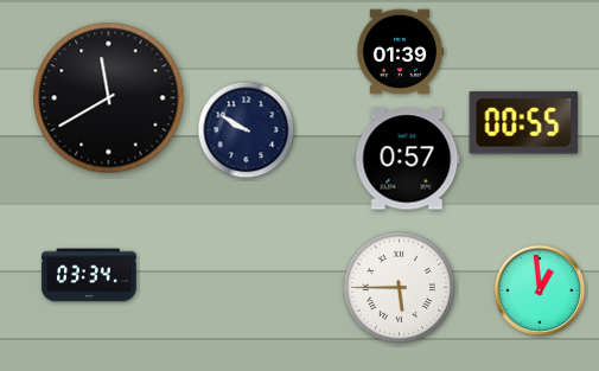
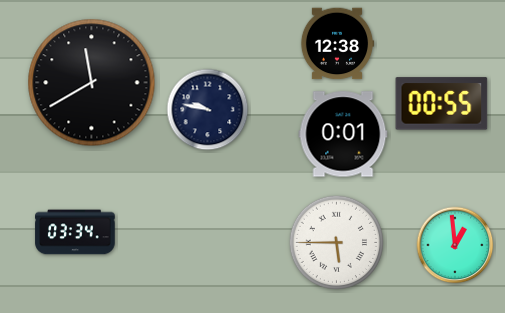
clock at (400, 52): 01:39 -> 12:38
clock at (247, 130): 9:50 -> 9:47
clock at (407, 159): 0:57 -> 0:01
